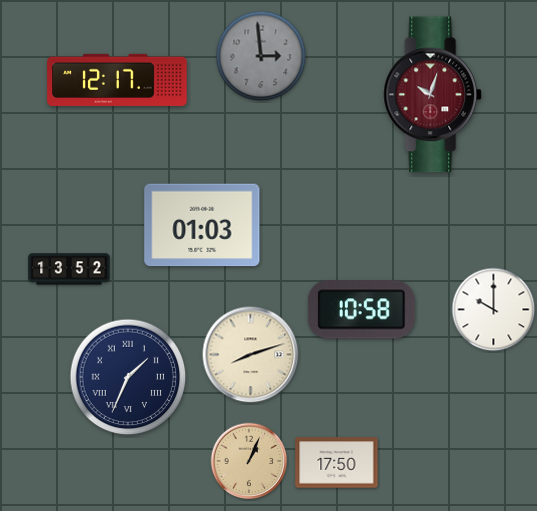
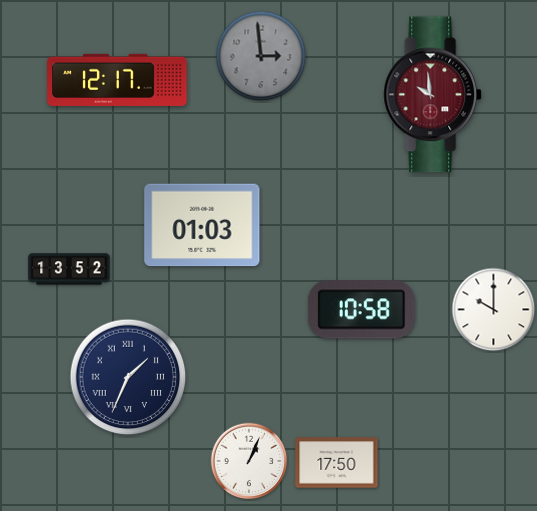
clock at (433, 95): 10:03 -> 9:59
clock at (251, 355): 8:12 -> none
clock at (249, 461) dial: champagne -> white
